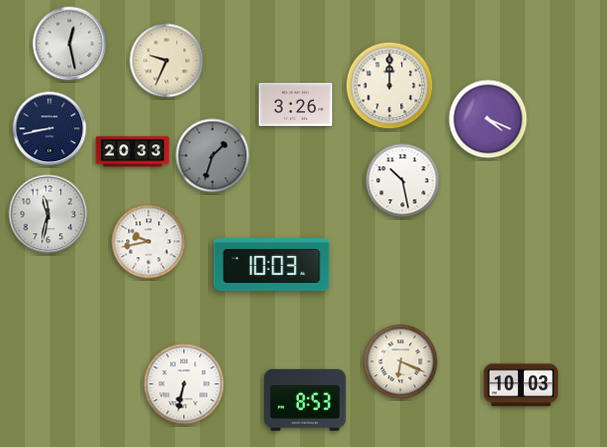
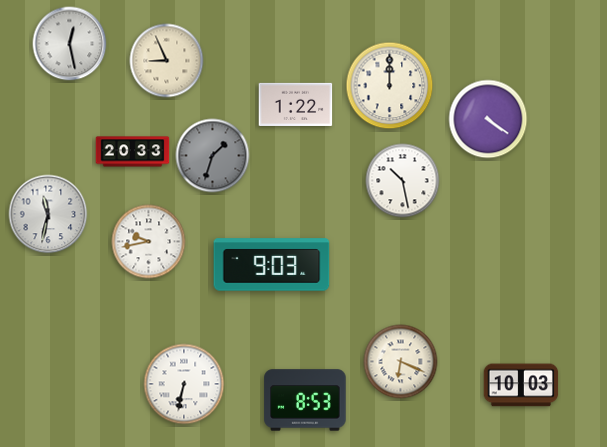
clock at (167, 61): 9:34 -> 8:56
clock at (296, 104): 3:26 -> 1:22
clock at (488, 119): 4:19 -> 4:21
clock at (50, 129): 8:43 -> none
clock at (272, 265): 10:03 -> 9:03
